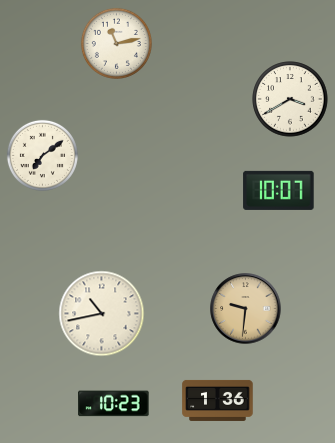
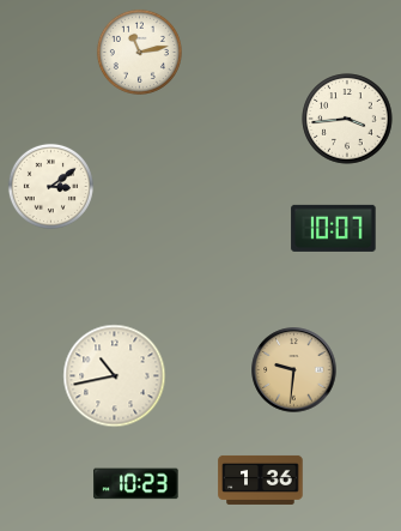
clock at (290, 99): 3:40 -> 3:44
clock at (42, 155): 7:09 -> 3:09
clock at (102, 314) position: (102, 314) -> (115, 376)
